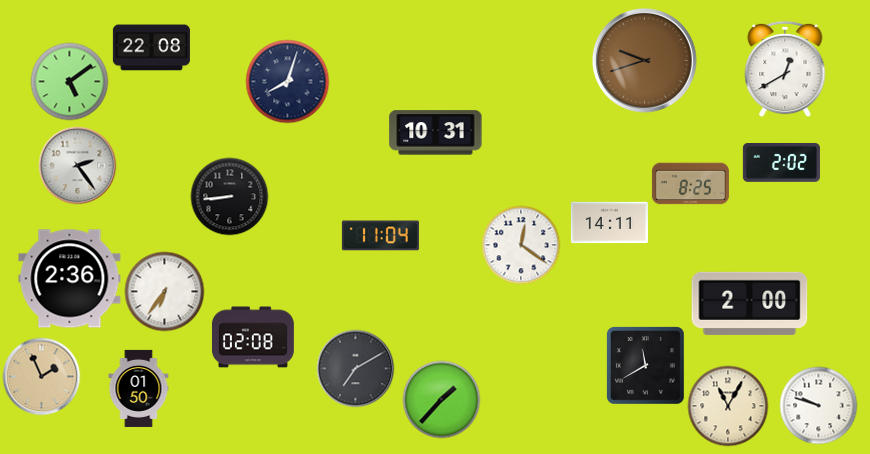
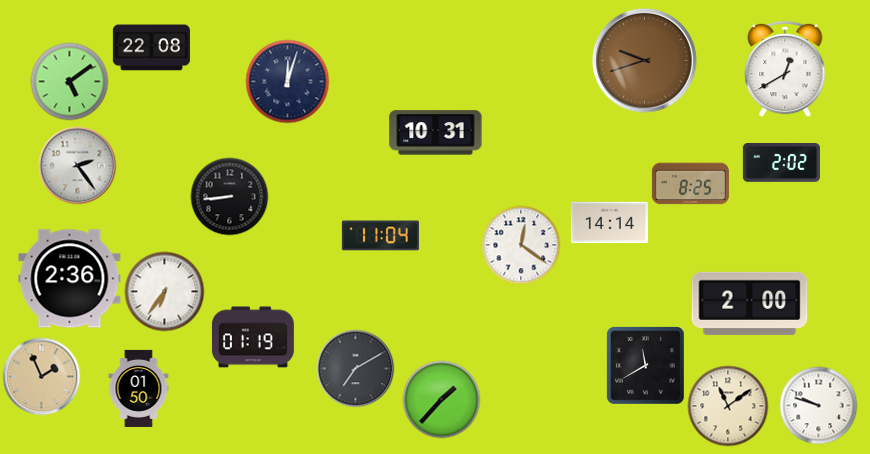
clock at (287, 81): 8:03 -> 12:03
clock at (609, 223): 14:11 -> 14:14
clock at (253, 337): 02:08 -> 01:19
clock at (728, 406): 11:05 -> 11:09
